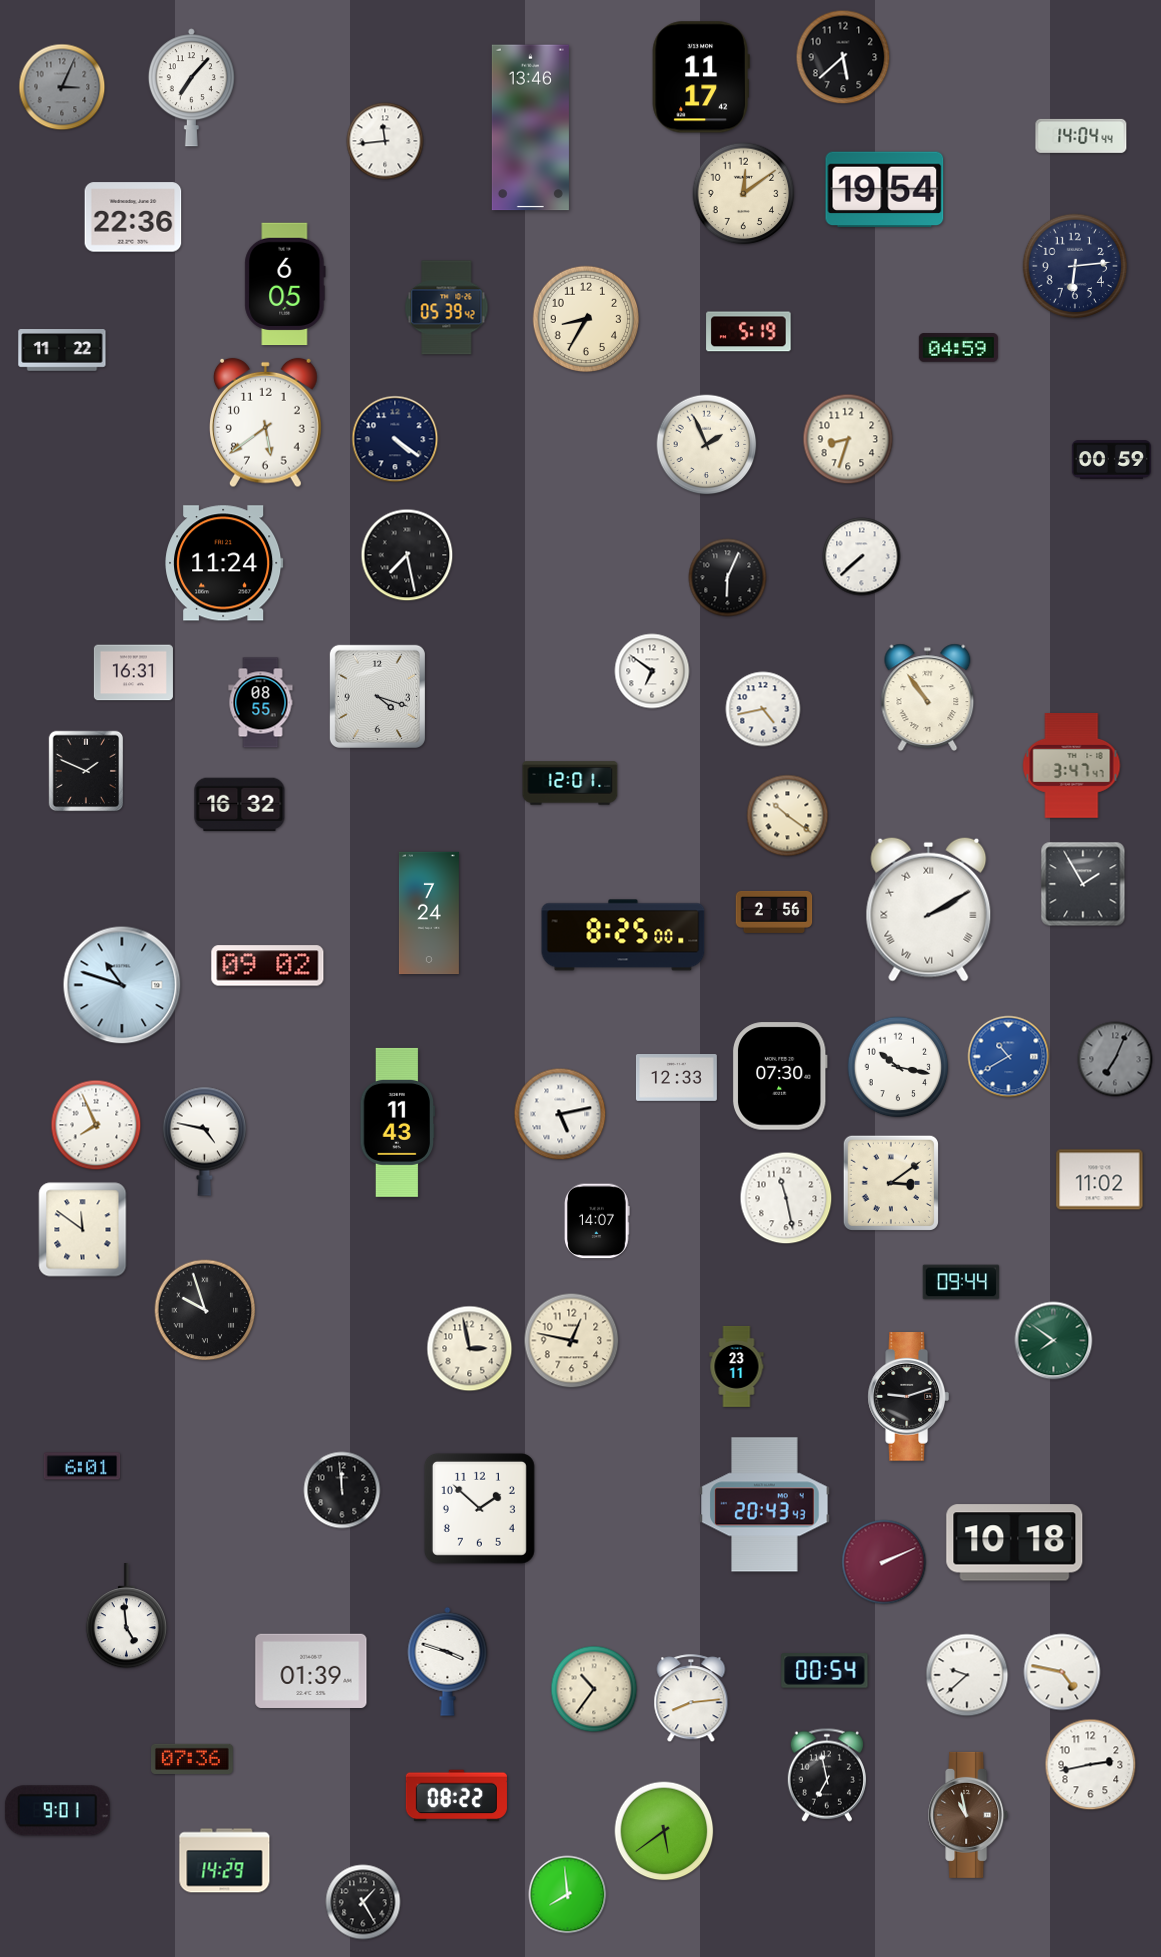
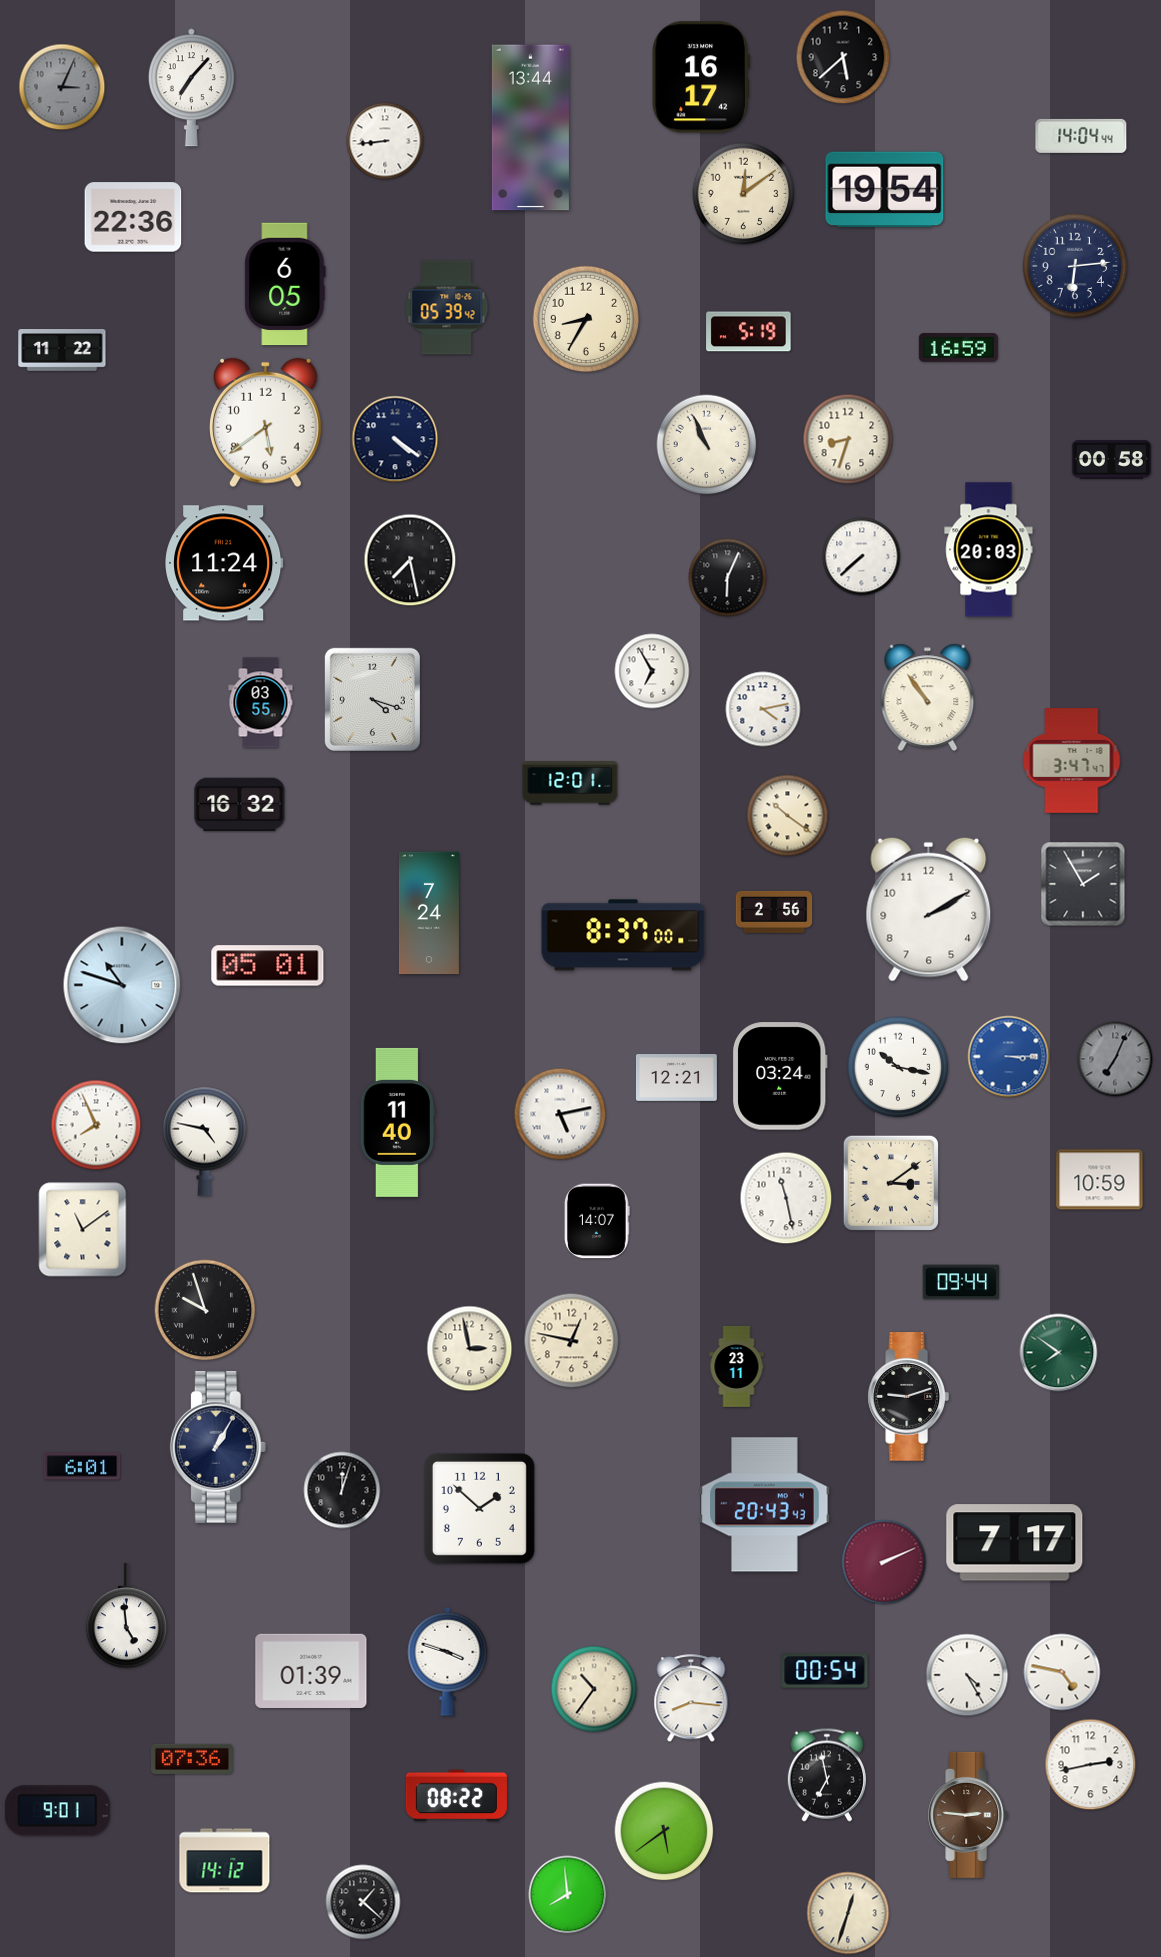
clock at (701, 77): 11:17 -> 16:17
clock at (530, 128): 13:46 -> 13:44
clock at (385, 141): 11:44 -> 8:44
clock at (958, 348): 04:59 -> 16:59
clock at (707, 445): 1:56 -> 10:56
clock at (1111, 460): 00:59 -> 00:58
clock at (989, 550): none -> 20:03
clock at (407, 555) position: (407, 555) -> (410, 560)
clock at (652, 671): 6:51 -> 6:55
clock at (133, 673): 16:31 -> none
clock at (377, 696) position: (377, 696) -> (372, 699)
clock at (261, 703): 08:55 -> 03:55
clock at (763, 709): 4:43 -> 4:13
clock at (1072, 766) position: (1072, 766) -> (1072, 761)
clock at (86, 771): 1:49 -> none
clock at (929, 909) numerals: Roman -> Arabic
clock at (623, 935): 8:25 -> 8:37
clock at (268, 966): 09:02 -> 05:01
clock at (1009, 1057): 10:40 -> 3:15
clock at (780, 1076): 07:30 -> 03:24
clock at (676, 1078): 12:33 -> 12:21
clock at (398, 1122): 11:43 -> 11:40
clock at (1100, 1180): 11:02 -> 10:59
clock at (83, 1230): 11:51 -> 11:09
clock at (1054, 1341) position: (1054, 1341) -> (1059, 1353)
clock at (218, 1448): none -> 1:05
clock at (342, 1490): 11:59 -> 12:03
clock at (1015, 1543): 10:18 -> 7:17
clock at (967, 1675): 9:38 -> 4:25
clock at (691, 1699): 8:14 -> 8:16
clock at (969, 1815): 10:58 -> 2:46
clock at (225, 1861): 14:29 -> 14:12
clock at (363, 1902): 1:25 -> 1:22
clock at (848, 1913): none -> 12:33
